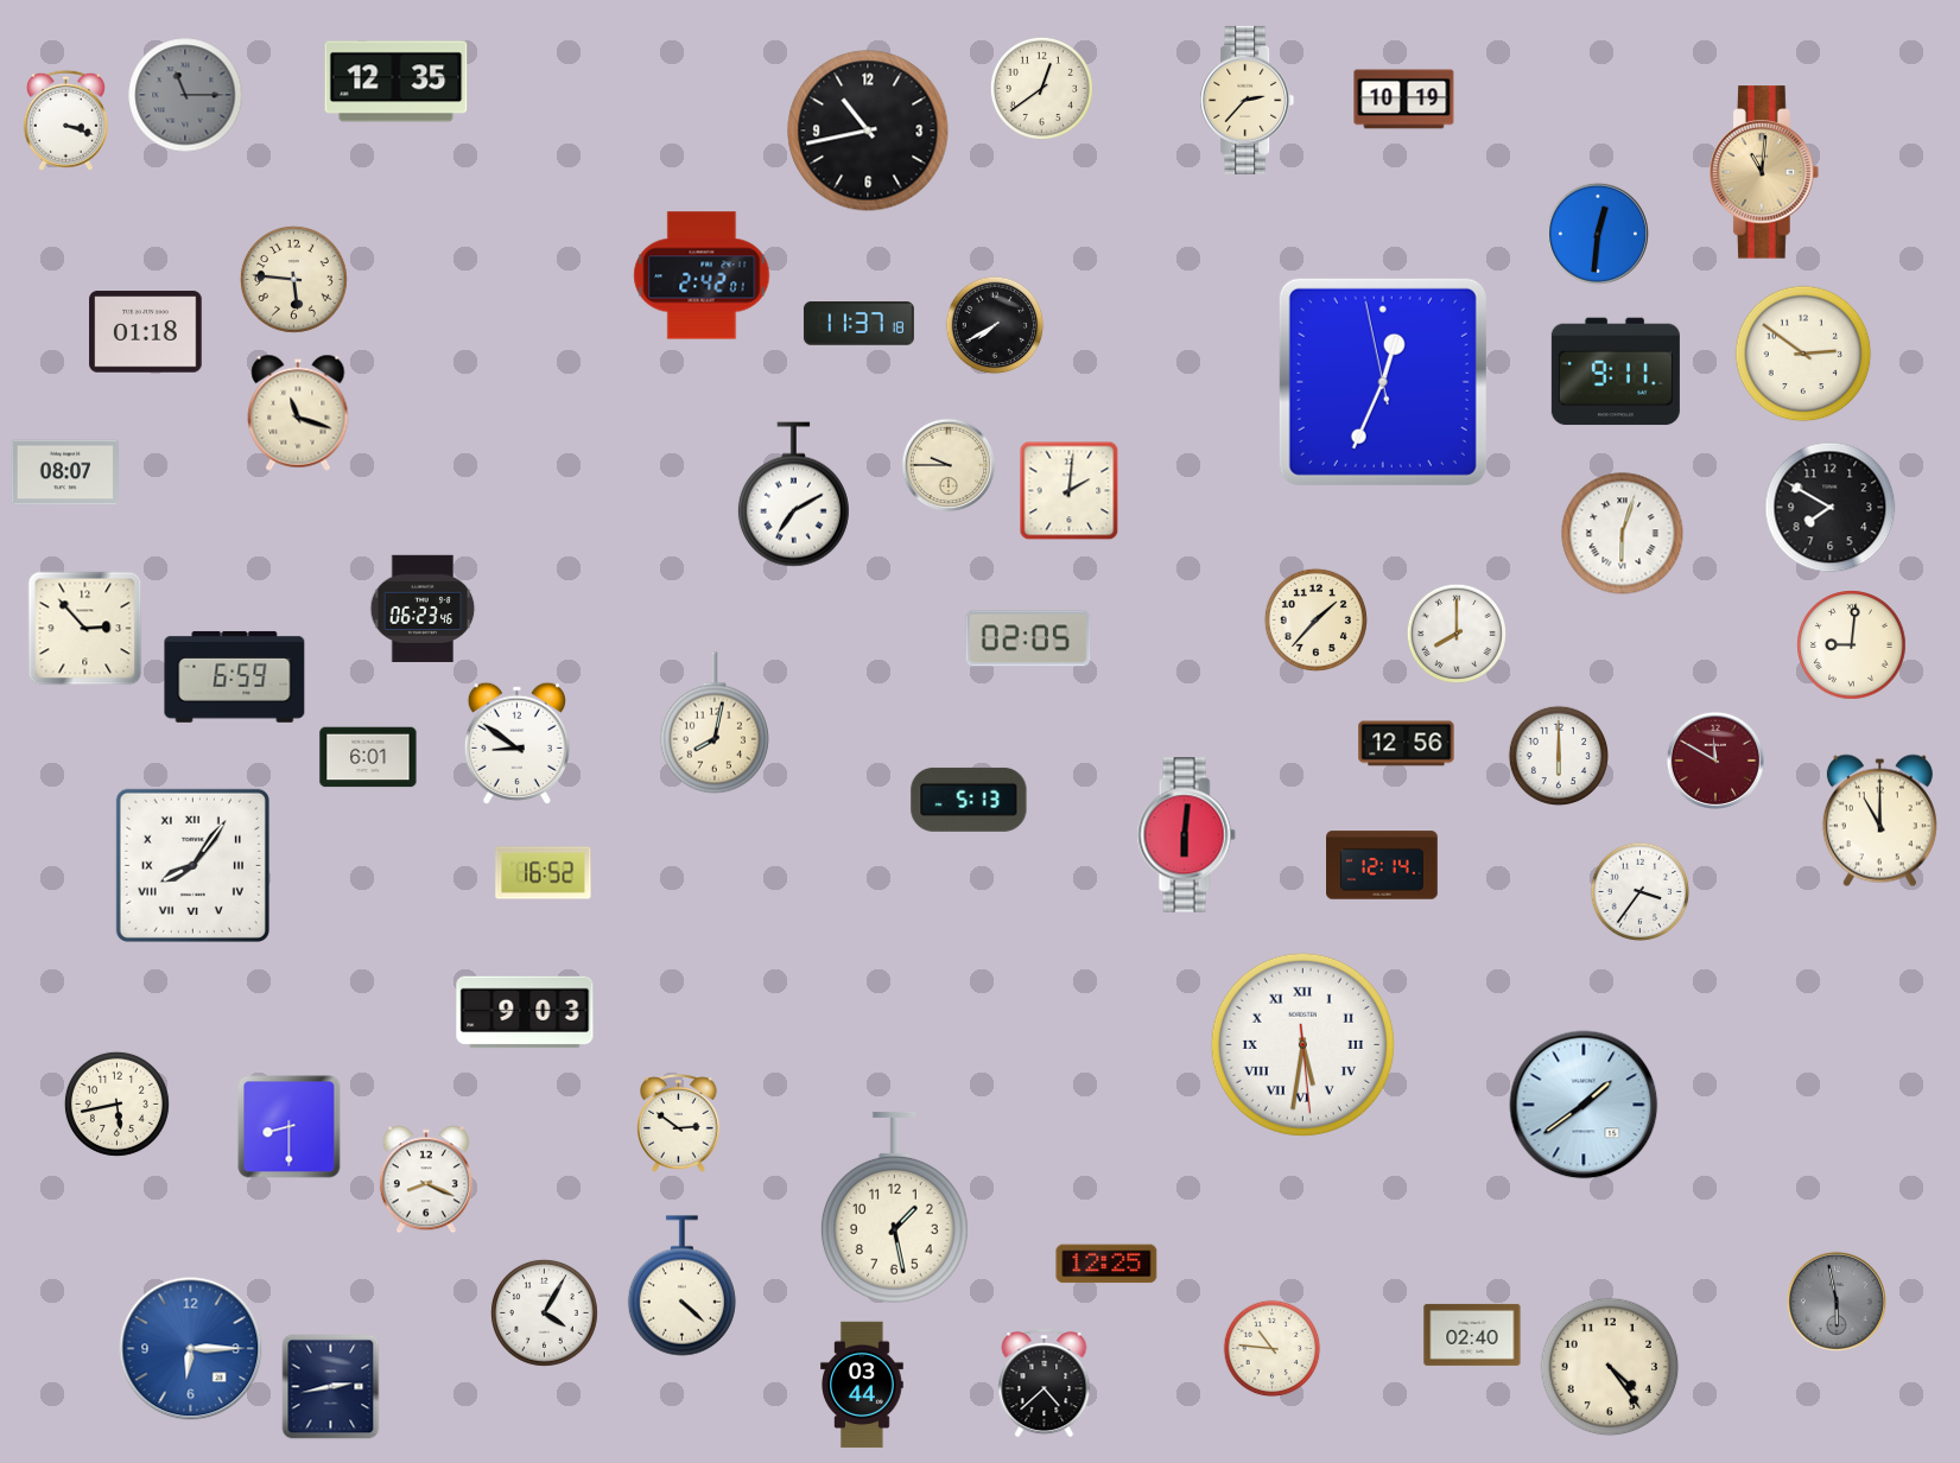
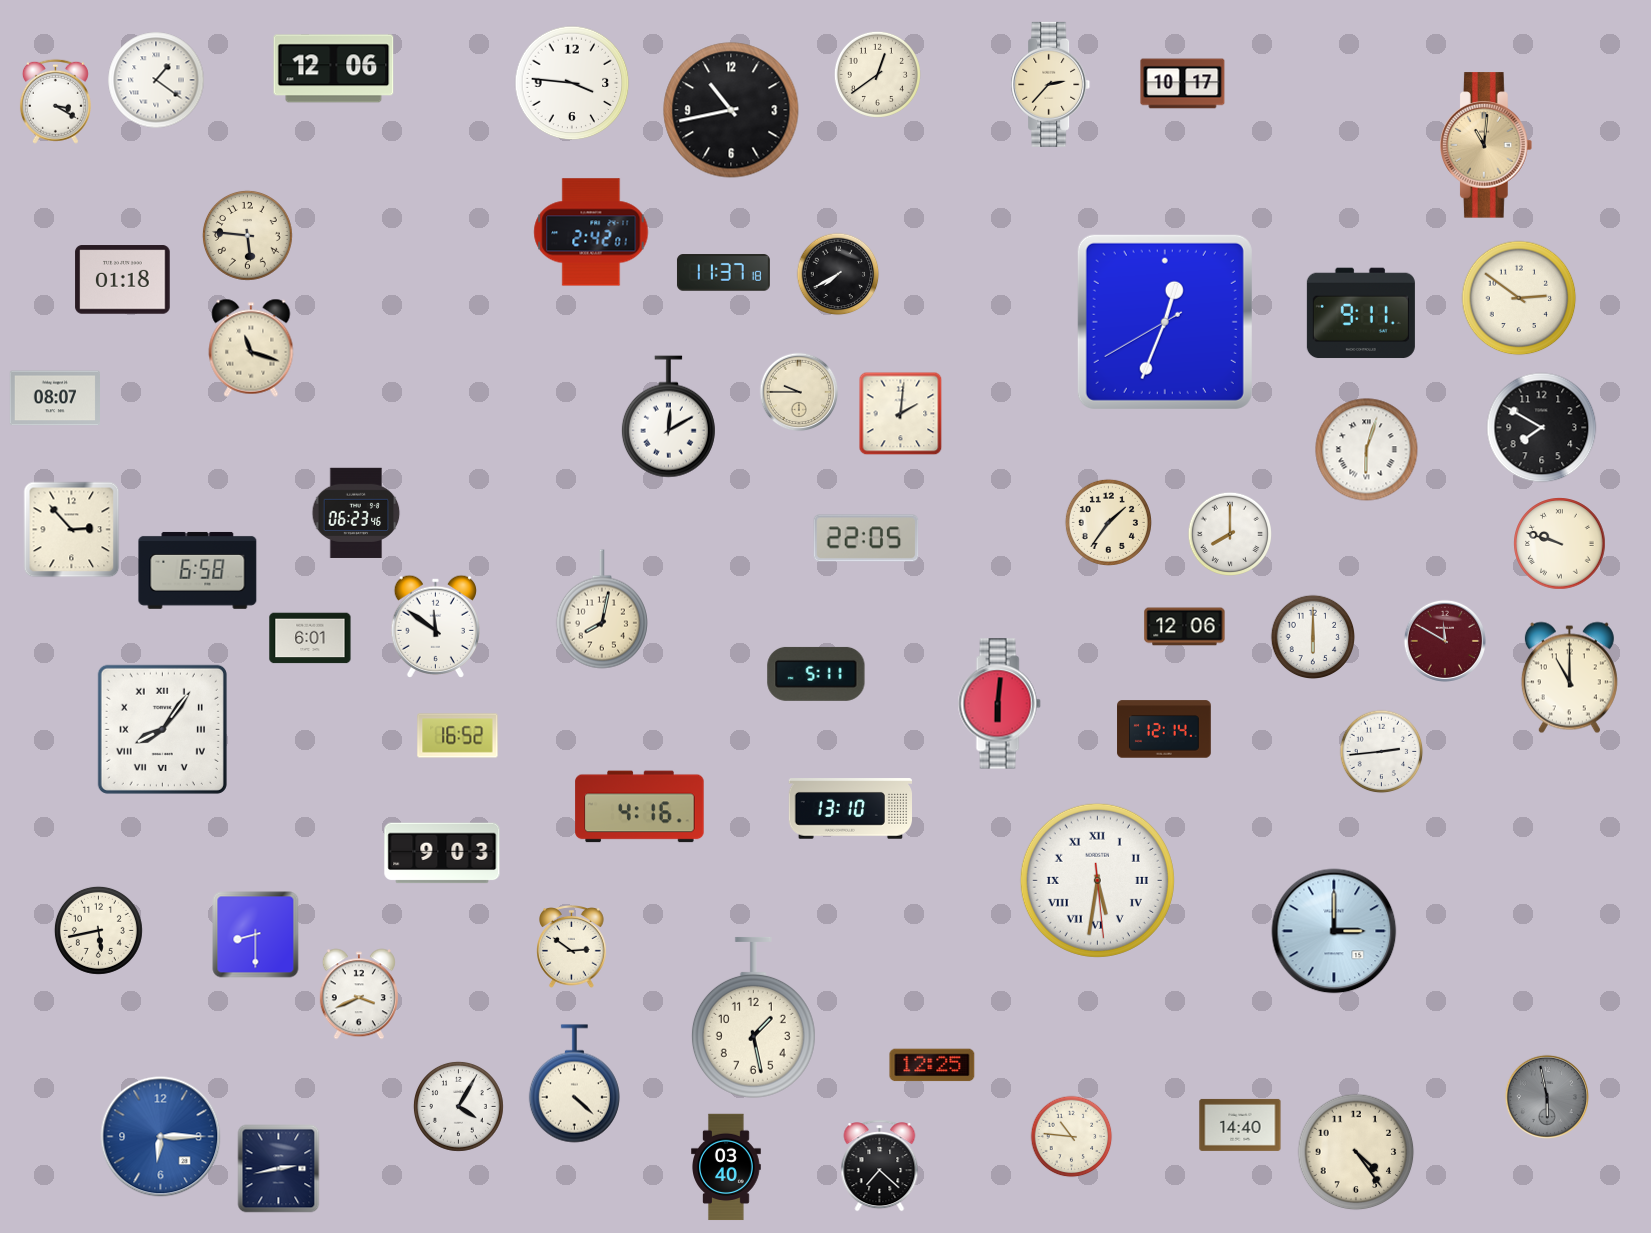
clock at (397, 82): 12:35 -> 12:06
clock at (185, 95): 11:15 -> 1:21
clock at (185, 95) dial: grey -> white
clock at (572, 83): none -> 3:46
clock at (1404, 100): 10:19 -> 10:17
clock at (65, 120): 3:18 -> 3:20
clock at (1598, 234): 12:31 -> none
clock at (1383, 382): 12:33:58 -> 12:33:40
clock at (793, 495): 7:10 -> 12:10
clock at (1315, 619): 1:37 -> 1:36
clock at (1457, 634) position: (1457, 634) -> (1230, 534)
clock at (1028, 638): 02:05 -> 22:05
clock at (1852, 645): 9:01 -> 9:48
clock at (235, 676): 6:59 -> 6:58
clock at (516, 743): 8:51 -> 11:51
clock at (1407, 744): 12:56 -> 12:06
clock at (969, 800): 5:13 -> 5:11
clock at (1879, 821) position: (1879, 821) -> (1569, 678)
clock at (1641, 892): 3:36 -> 2:44
clock at (640, 807): none -> 4:16
clock at (850, 809): none -> 13:10
clock at (1584, 1105): 1:39 -> 3:00
clock at (290, 1127) position: (290, 1127) -> (256, 935)
clock at (426, 1179): 8:19 -> 3:41
clock at (1472, 1335): 02:40 -> 14:40
clock at (1045, 1384): 4:38 -> 7:22
clock at (862, 1385): 03:44 -> 03:40
